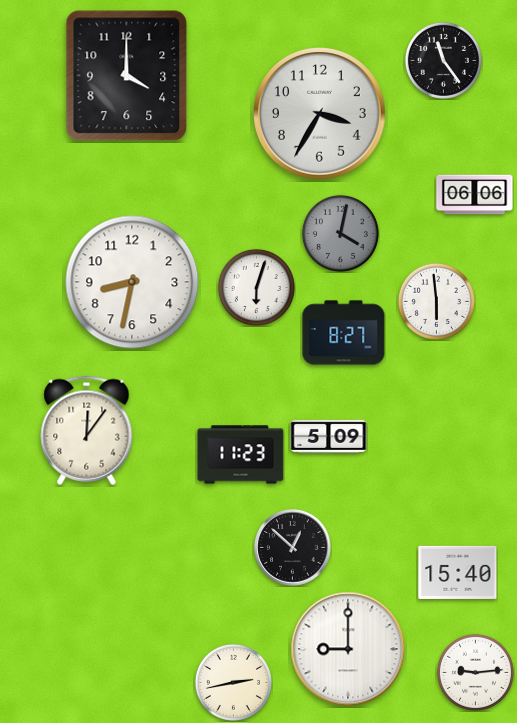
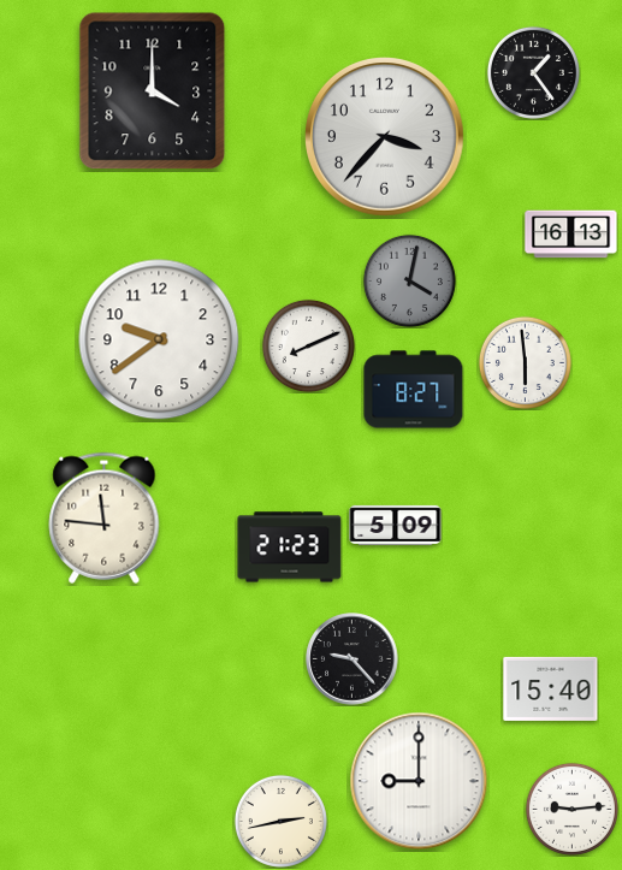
clock at (443, 60): 11:24 -> 1:24
clock at (320, 114): 3:35 -> 3:37
clock at (475, 195): 06:06 -> 16:13
clock at (132, 282): 8:32 -> 9:39
clock at (256, 287): 6:03 -> 8:11
clock at (344, 333) position: (344, 333) -> (414, 390)
clock at (87, 430): 12:06 -> 11:46
clock at (241, 455): 11:23 -> 21:23
clock at (293, 548): 12:52 -> 9:23
